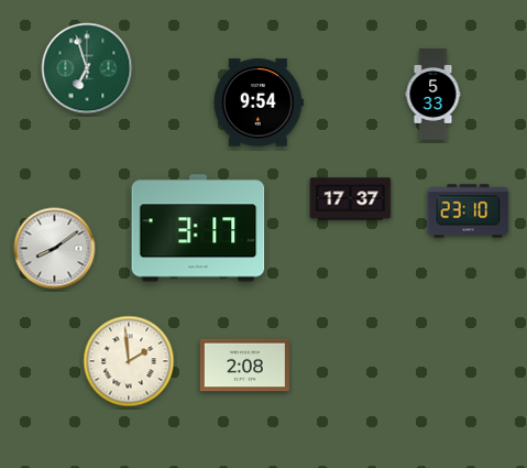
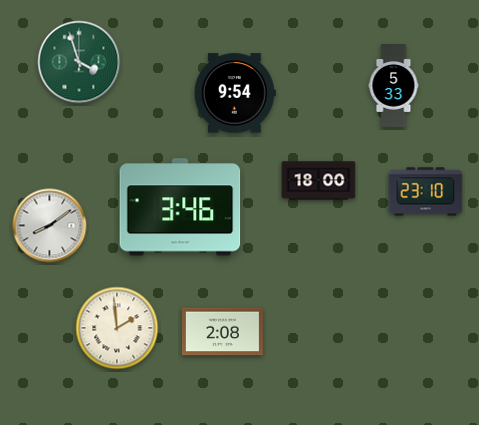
clock at (87, 68): 6:57 -> 3:57
clock at (351, 199): 17:37 -> 18:00
clock at (198, 228): 3:17 -> 3:46
